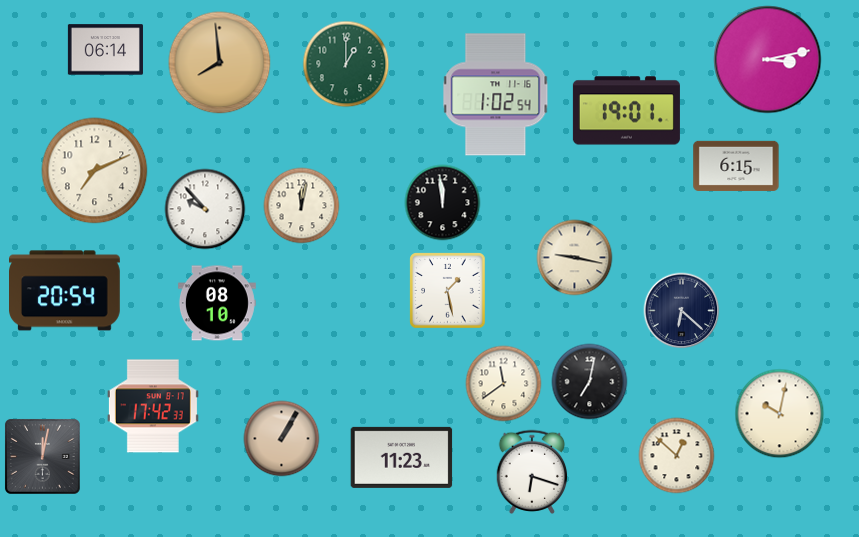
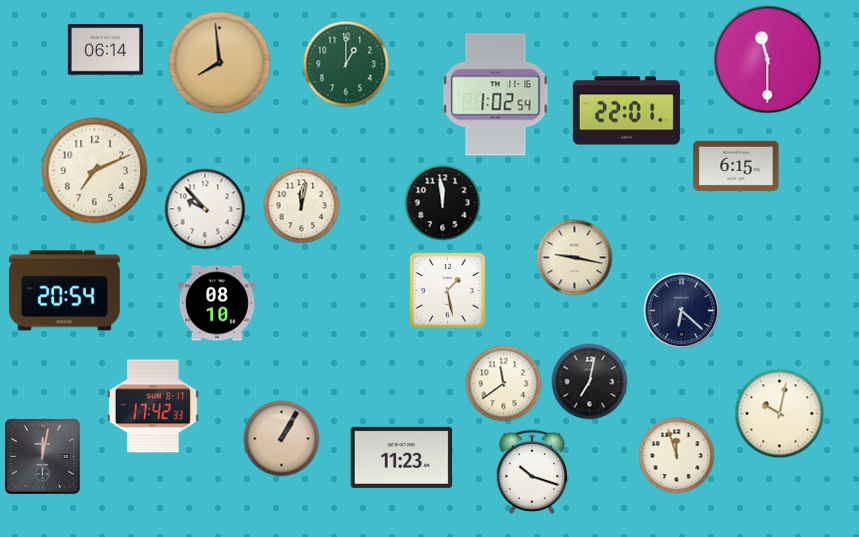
clock at (768, 60): 3:13 -> 11:30
clock at (626, 111): 19:01 -> 22:01
clock at (677, 456): 12:52 -> 11:57
clock at (532, 471): 6:18 -> 10:18
